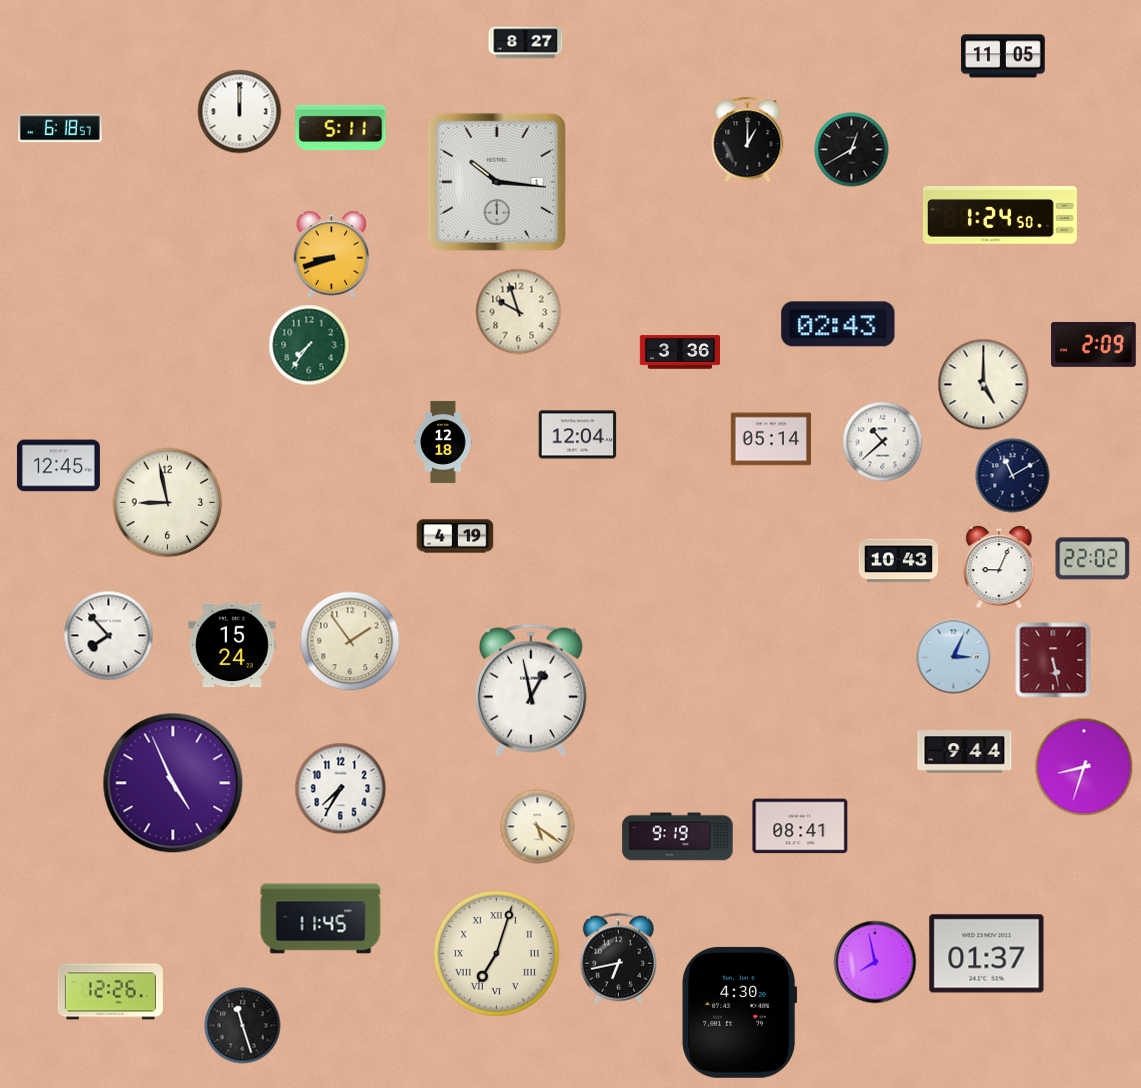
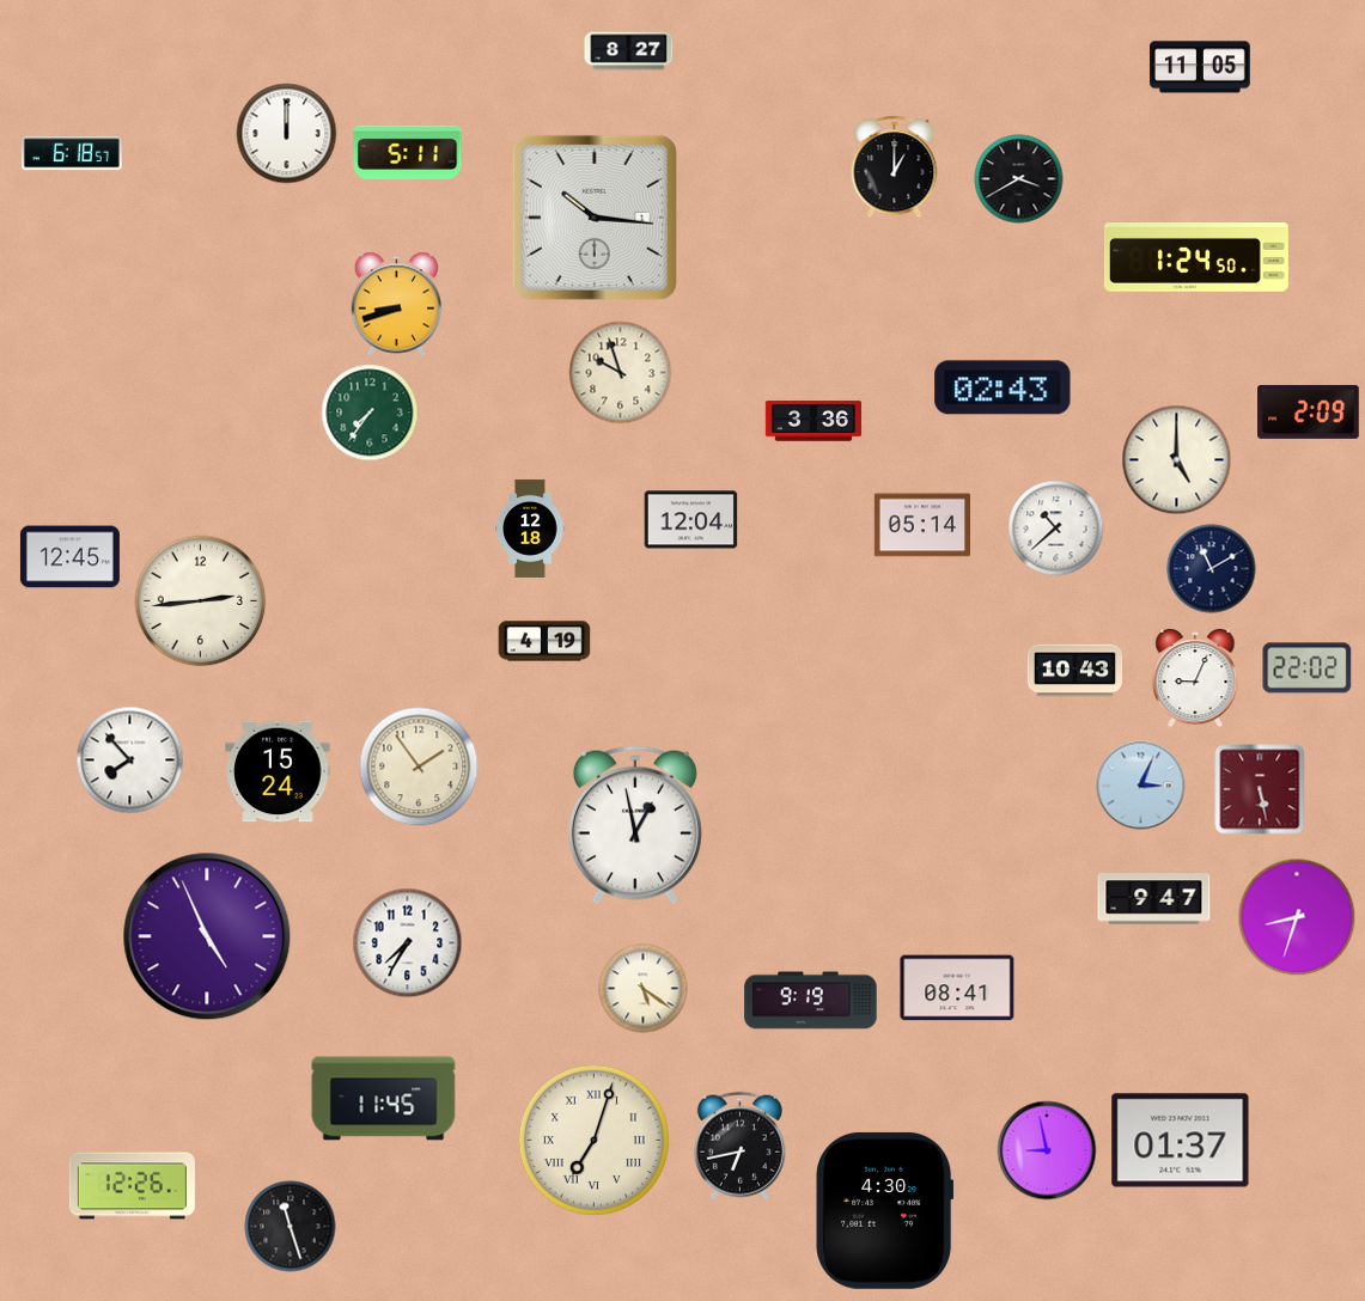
clock at (852, 150): 12:40 -> 3:40
clock at (168, 503): 8:58 -> 2:44
clock at (965, 752): 9:44 -> 9:47
clock at (875, 962): 7:58 -> 8:58
